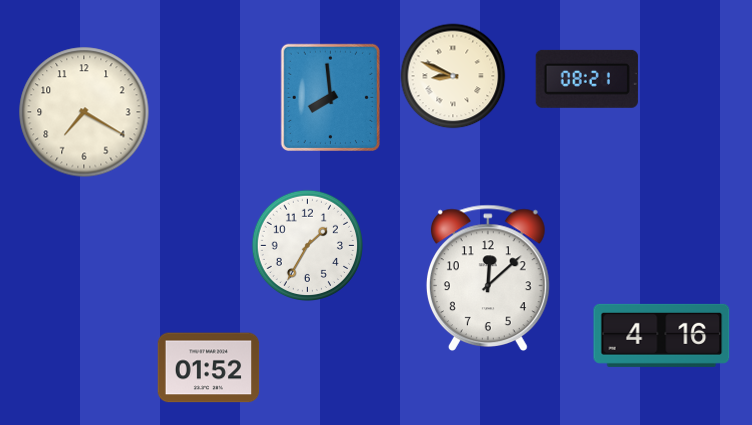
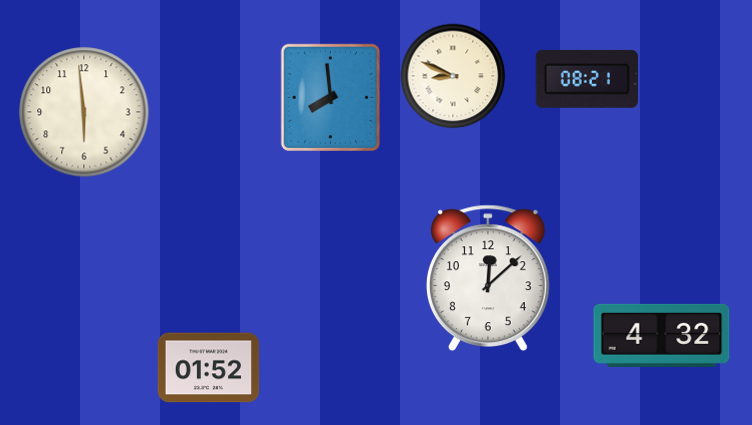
clock at (84, 112): 7:20 -> 5:59
clock at (307, 245): 1:35 -> none
clock at (662, 335): 4:16 -> 4:32
